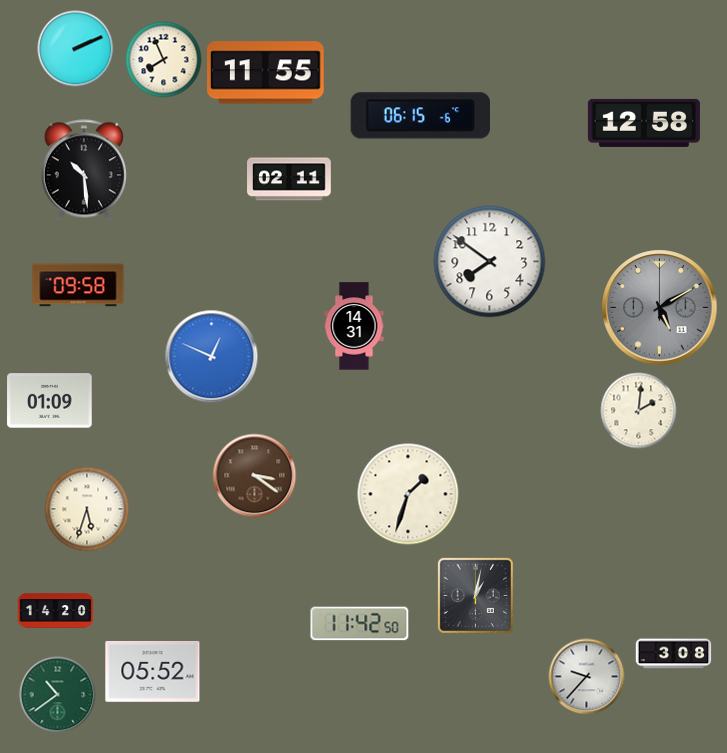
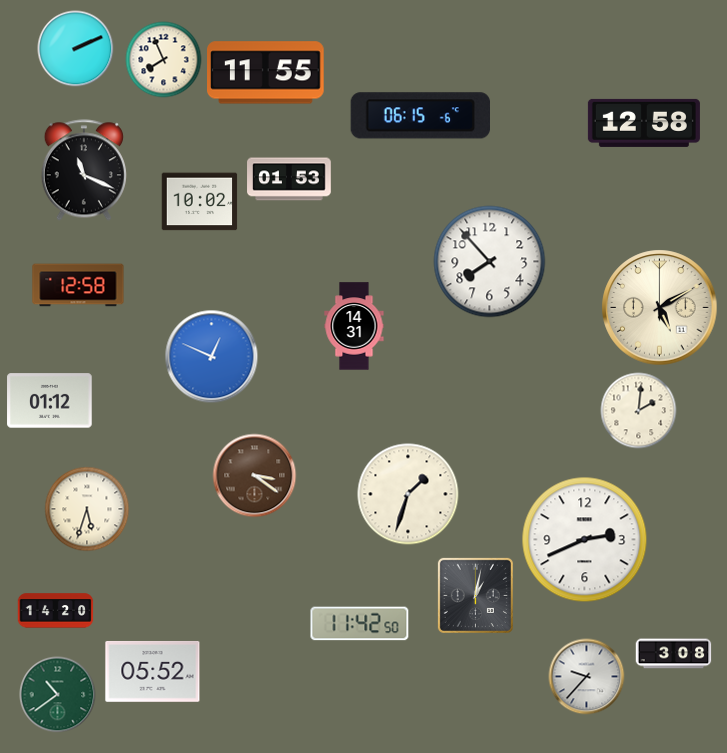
clock at (84, 170): 10:29 -> 11:19
clock at (289, 179): 02:11 -> 01:53
clock at (200, 202): none -> 10:02
clock at (490, 262): 7:51 -> 7:53
clock at (78, 285): 09:58 -> 12:58
clock at (660, 308) dial: grey -> cream
clock at (50, 401): 01:09 -> 01:12
clock at (585, 540): none -> 2:41
